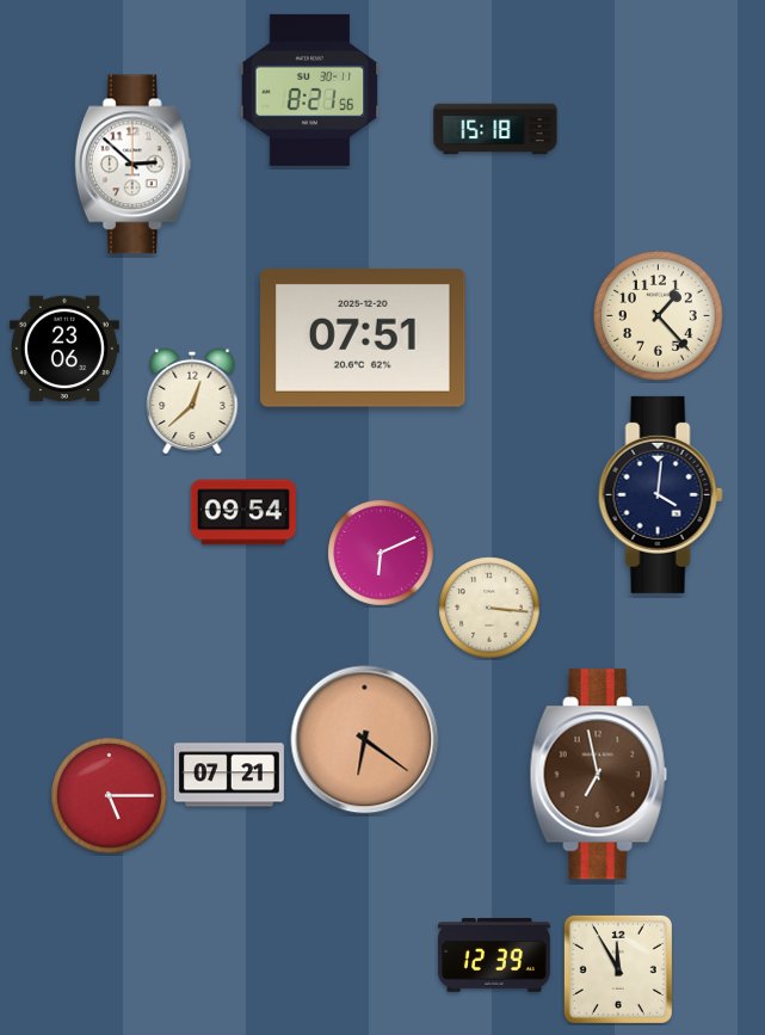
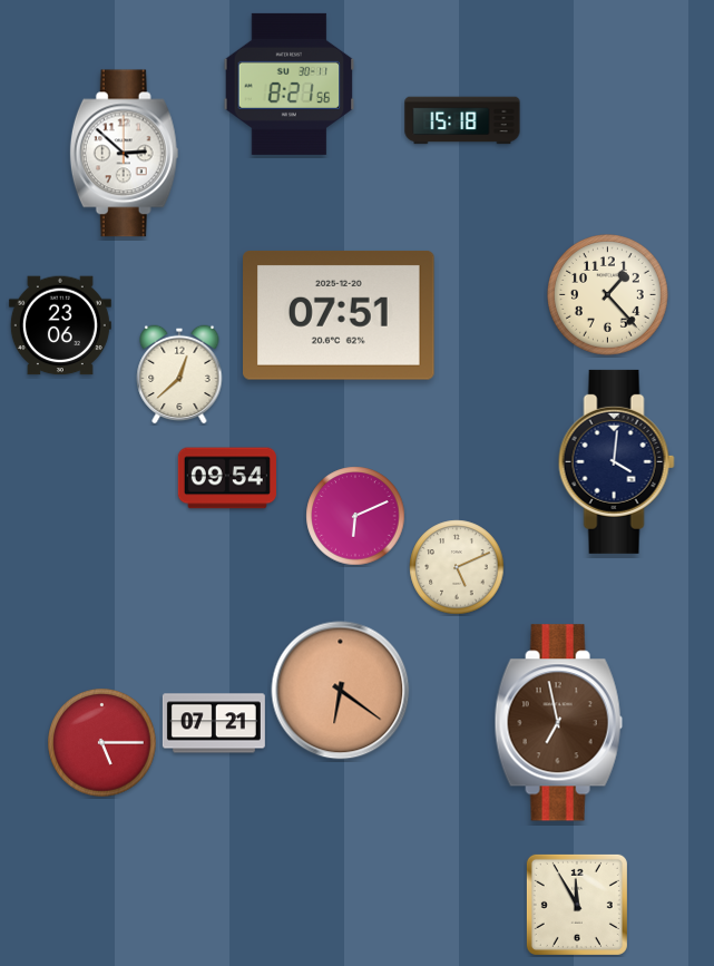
clock at (659, 316) position: (659, 316) -> (608, 295)
clock at (489, 608): 3:16 -> 5:11
clock at (494, 955): 12:39 -> none
